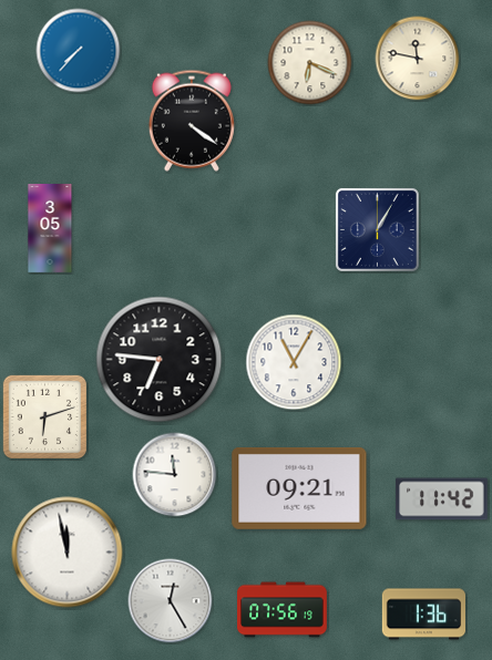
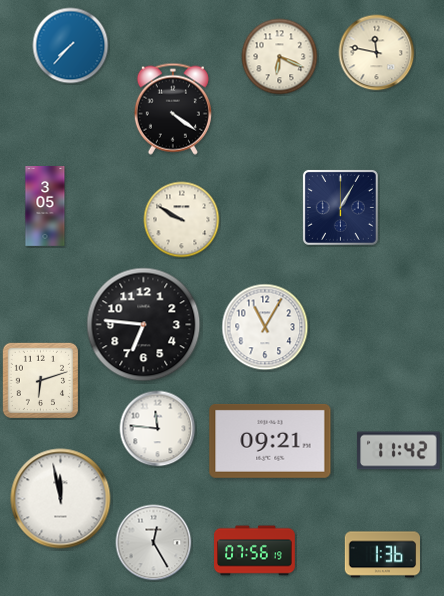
clock at (182, 220): none -> 9:50
clock at (44, 416) position: (44, 416) -> (40, 380)
